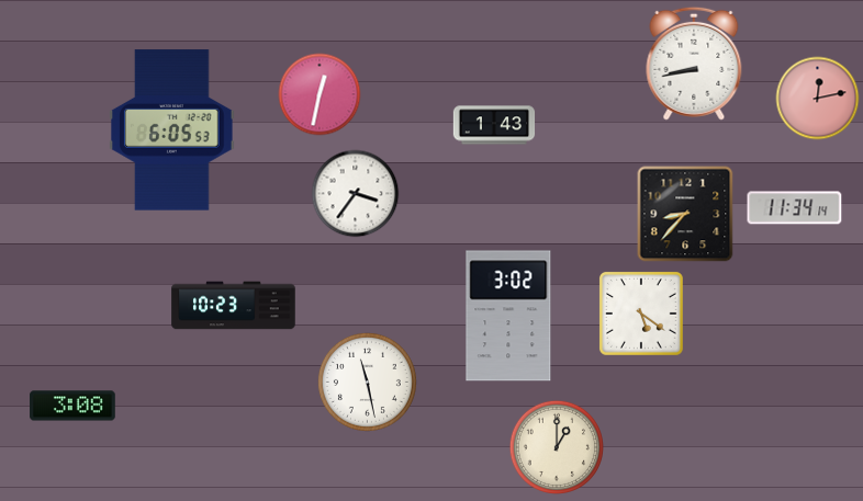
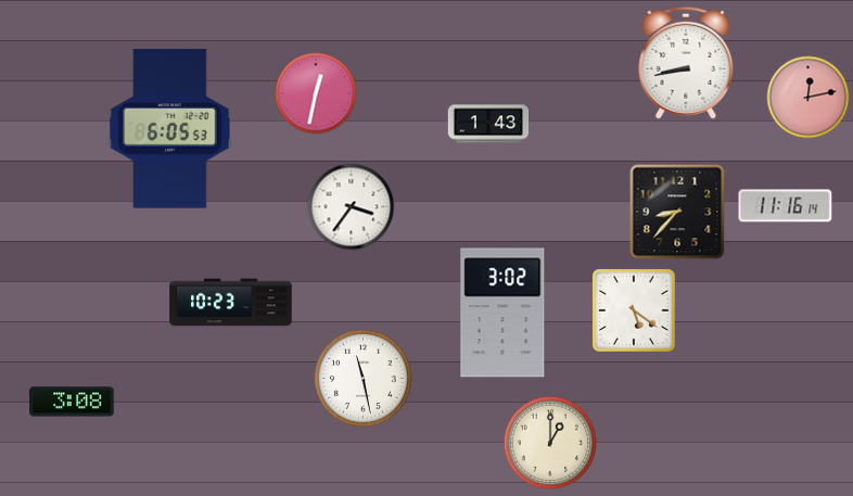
clock at (356, 194) position: (356, 194) -> (352, 207)
clock at (795, 208): 11:34 -> 11:16
